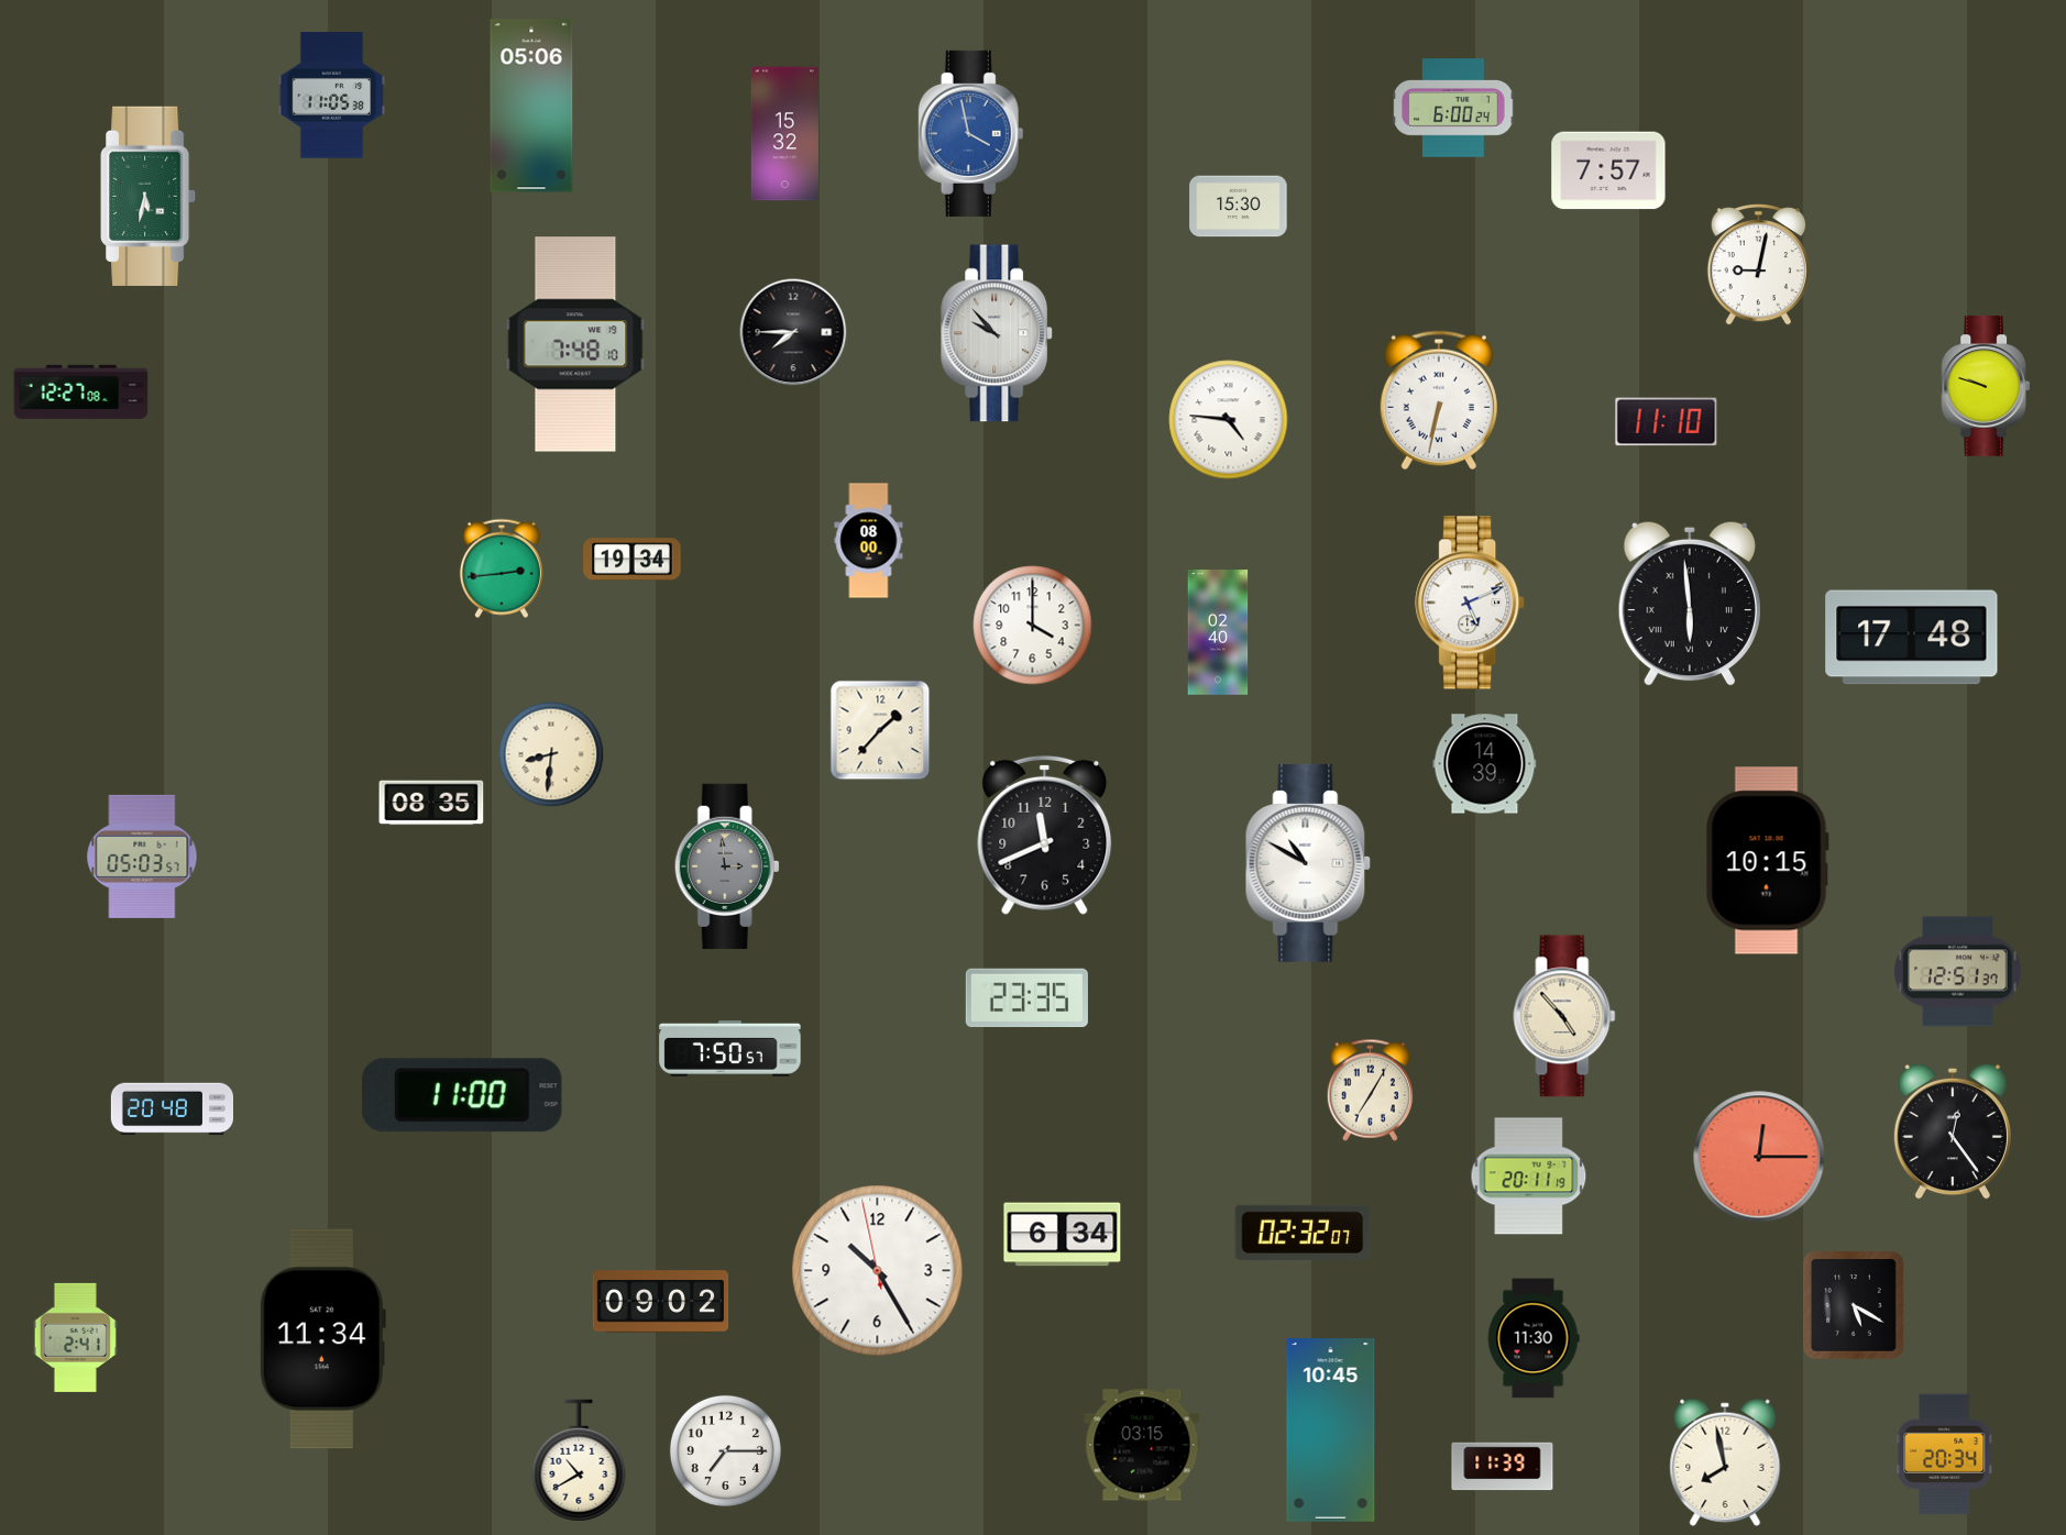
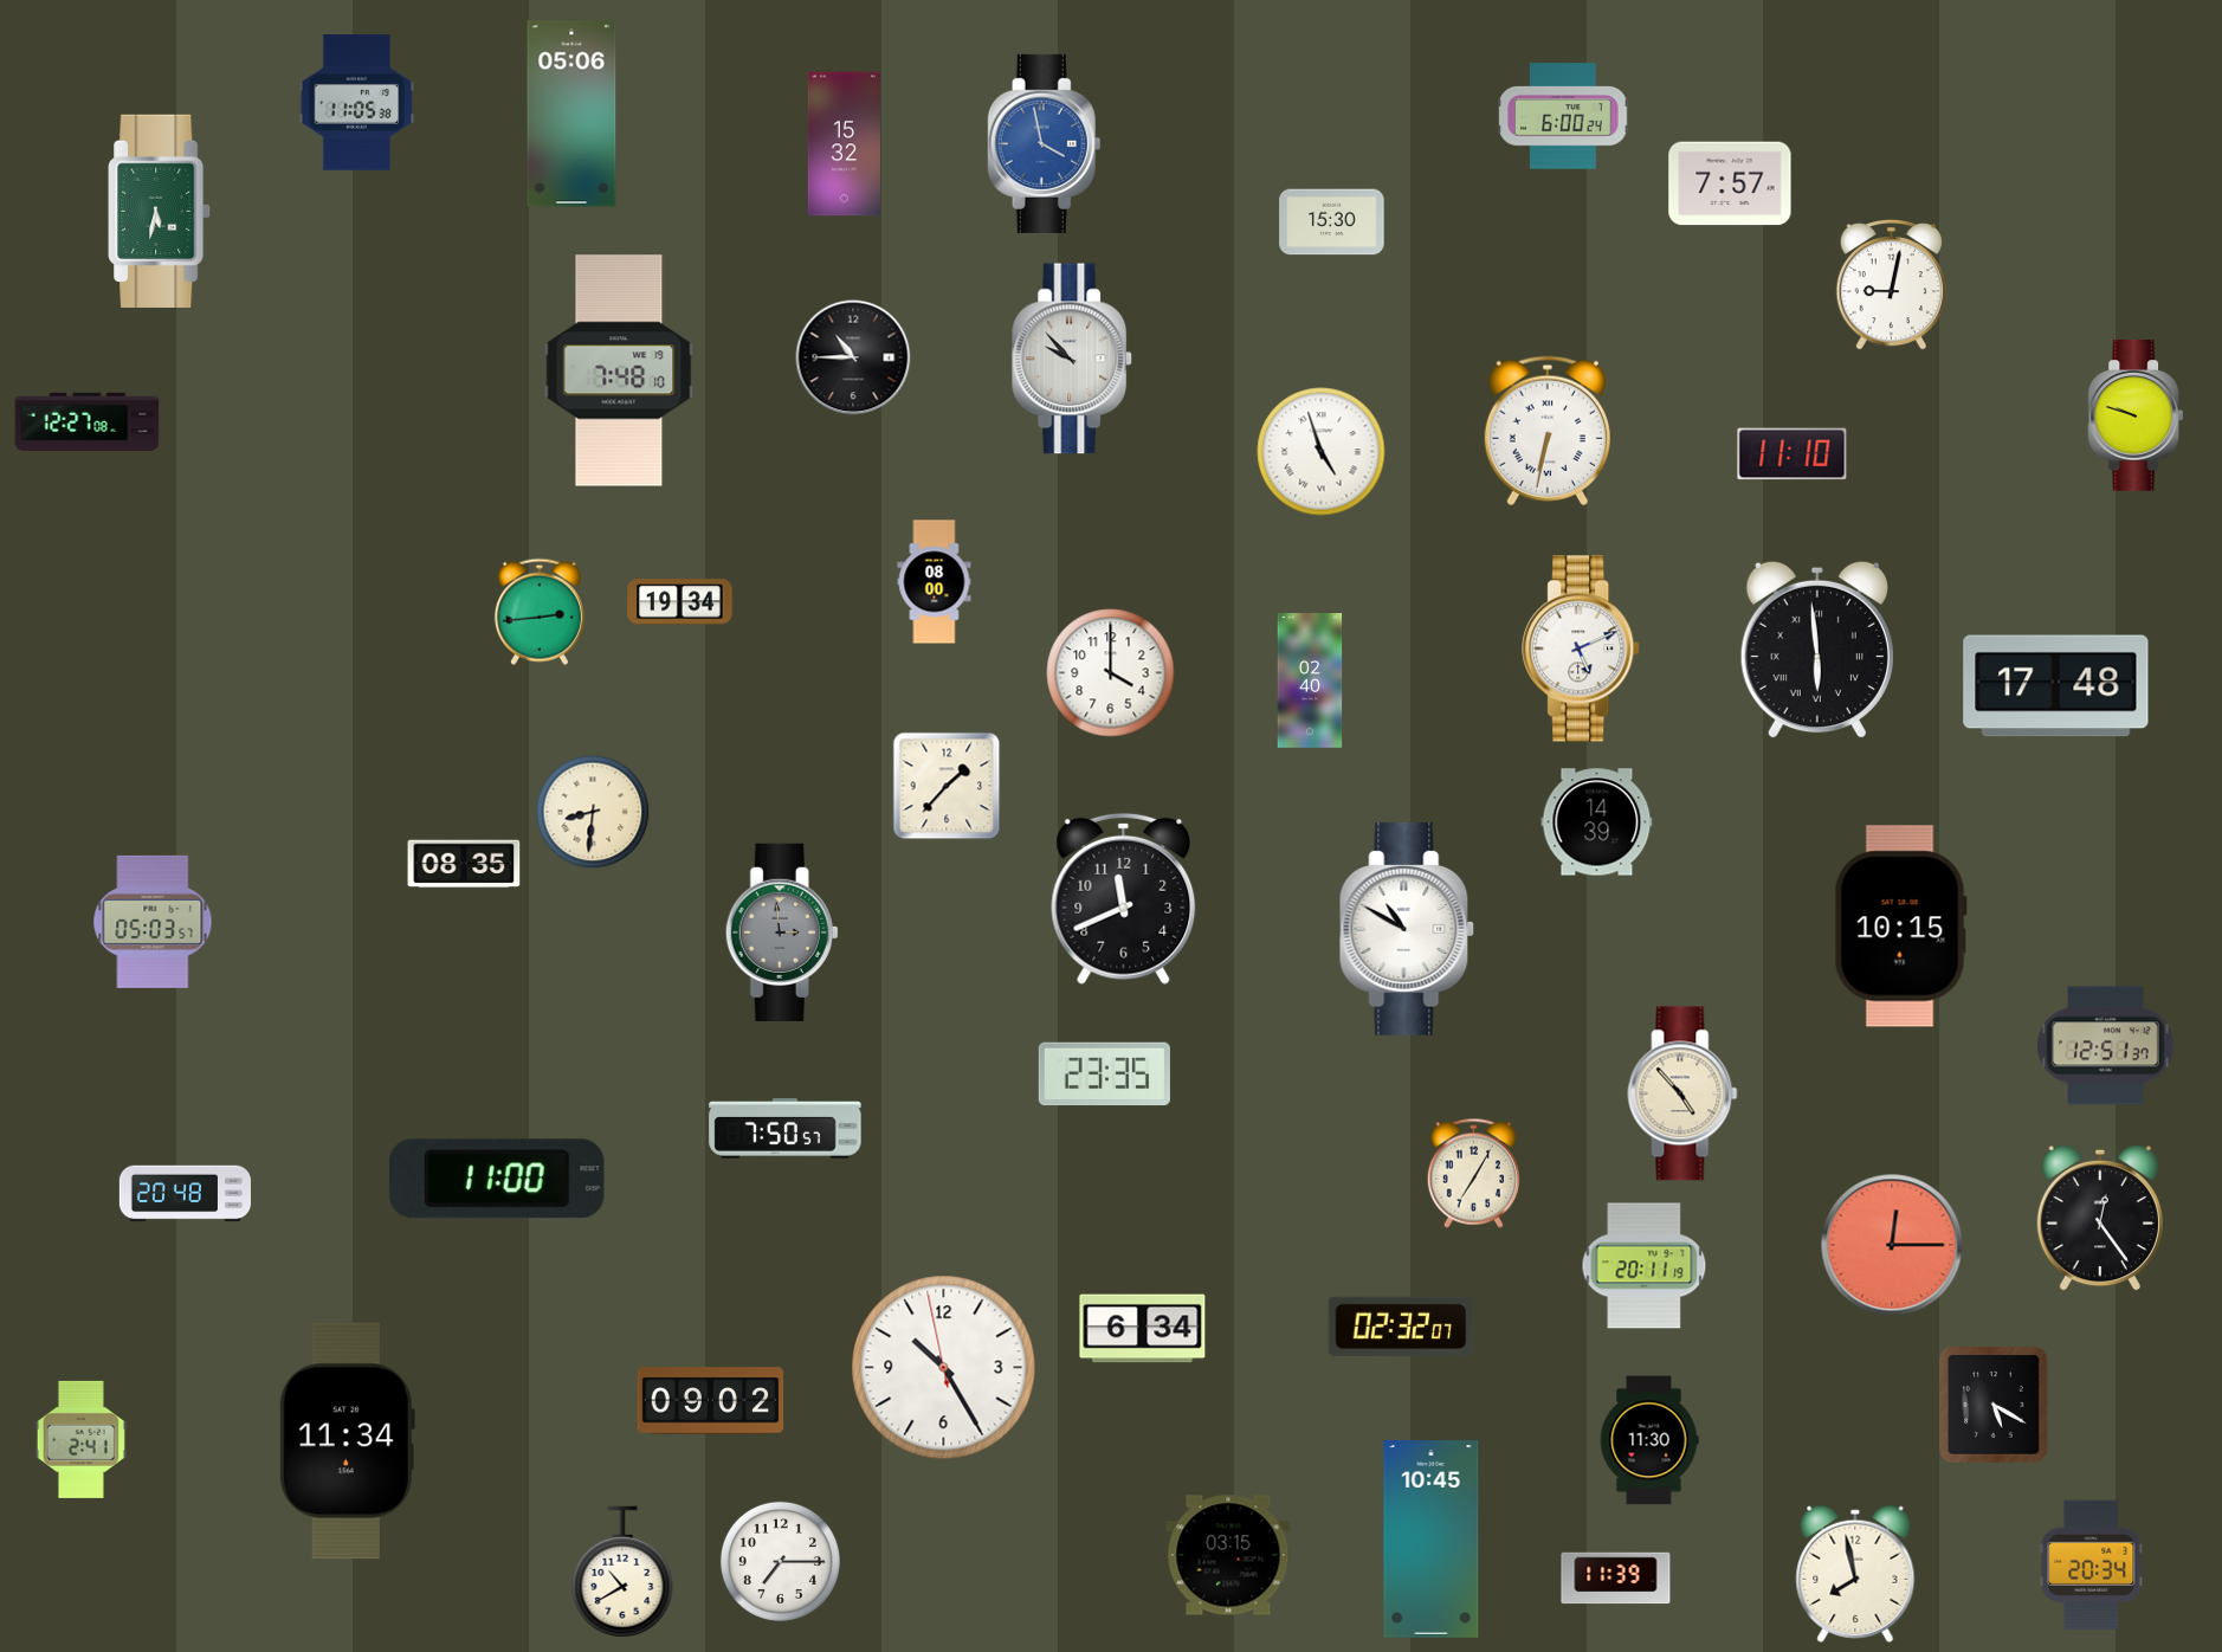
clock at (793, 332): 7:45 -> 10:45
clock at (1229, 420): 4:46 -> 4:57
